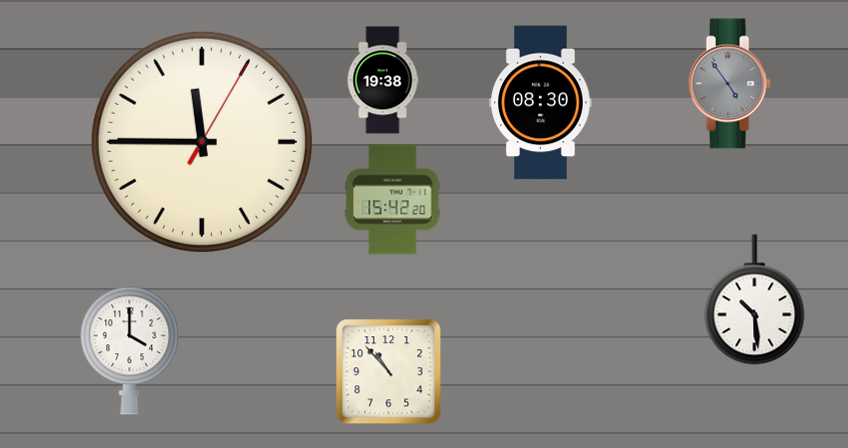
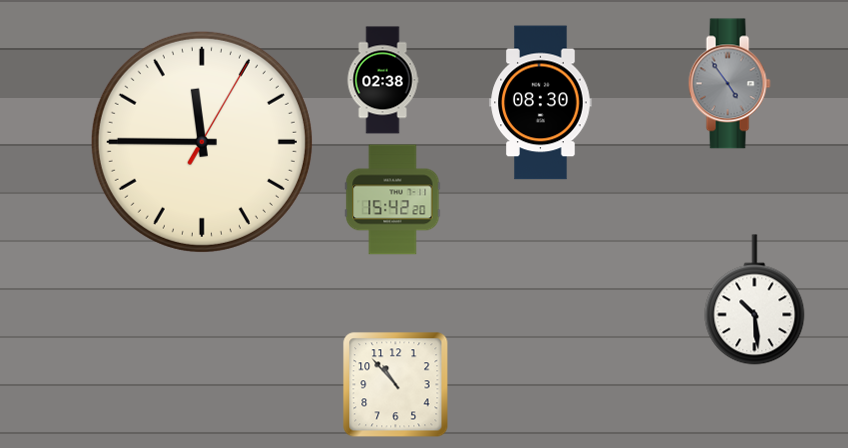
clock at (383, 80): 19:38 -> 02:38
clock at (130, 350): 4:00 -> none
clock at (389, 372) position: (389, 372) -> (396, 385)
